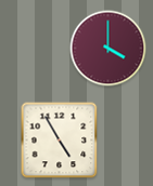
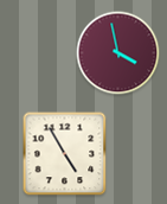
clock at (109, 49): 4:00 -> 3:58
